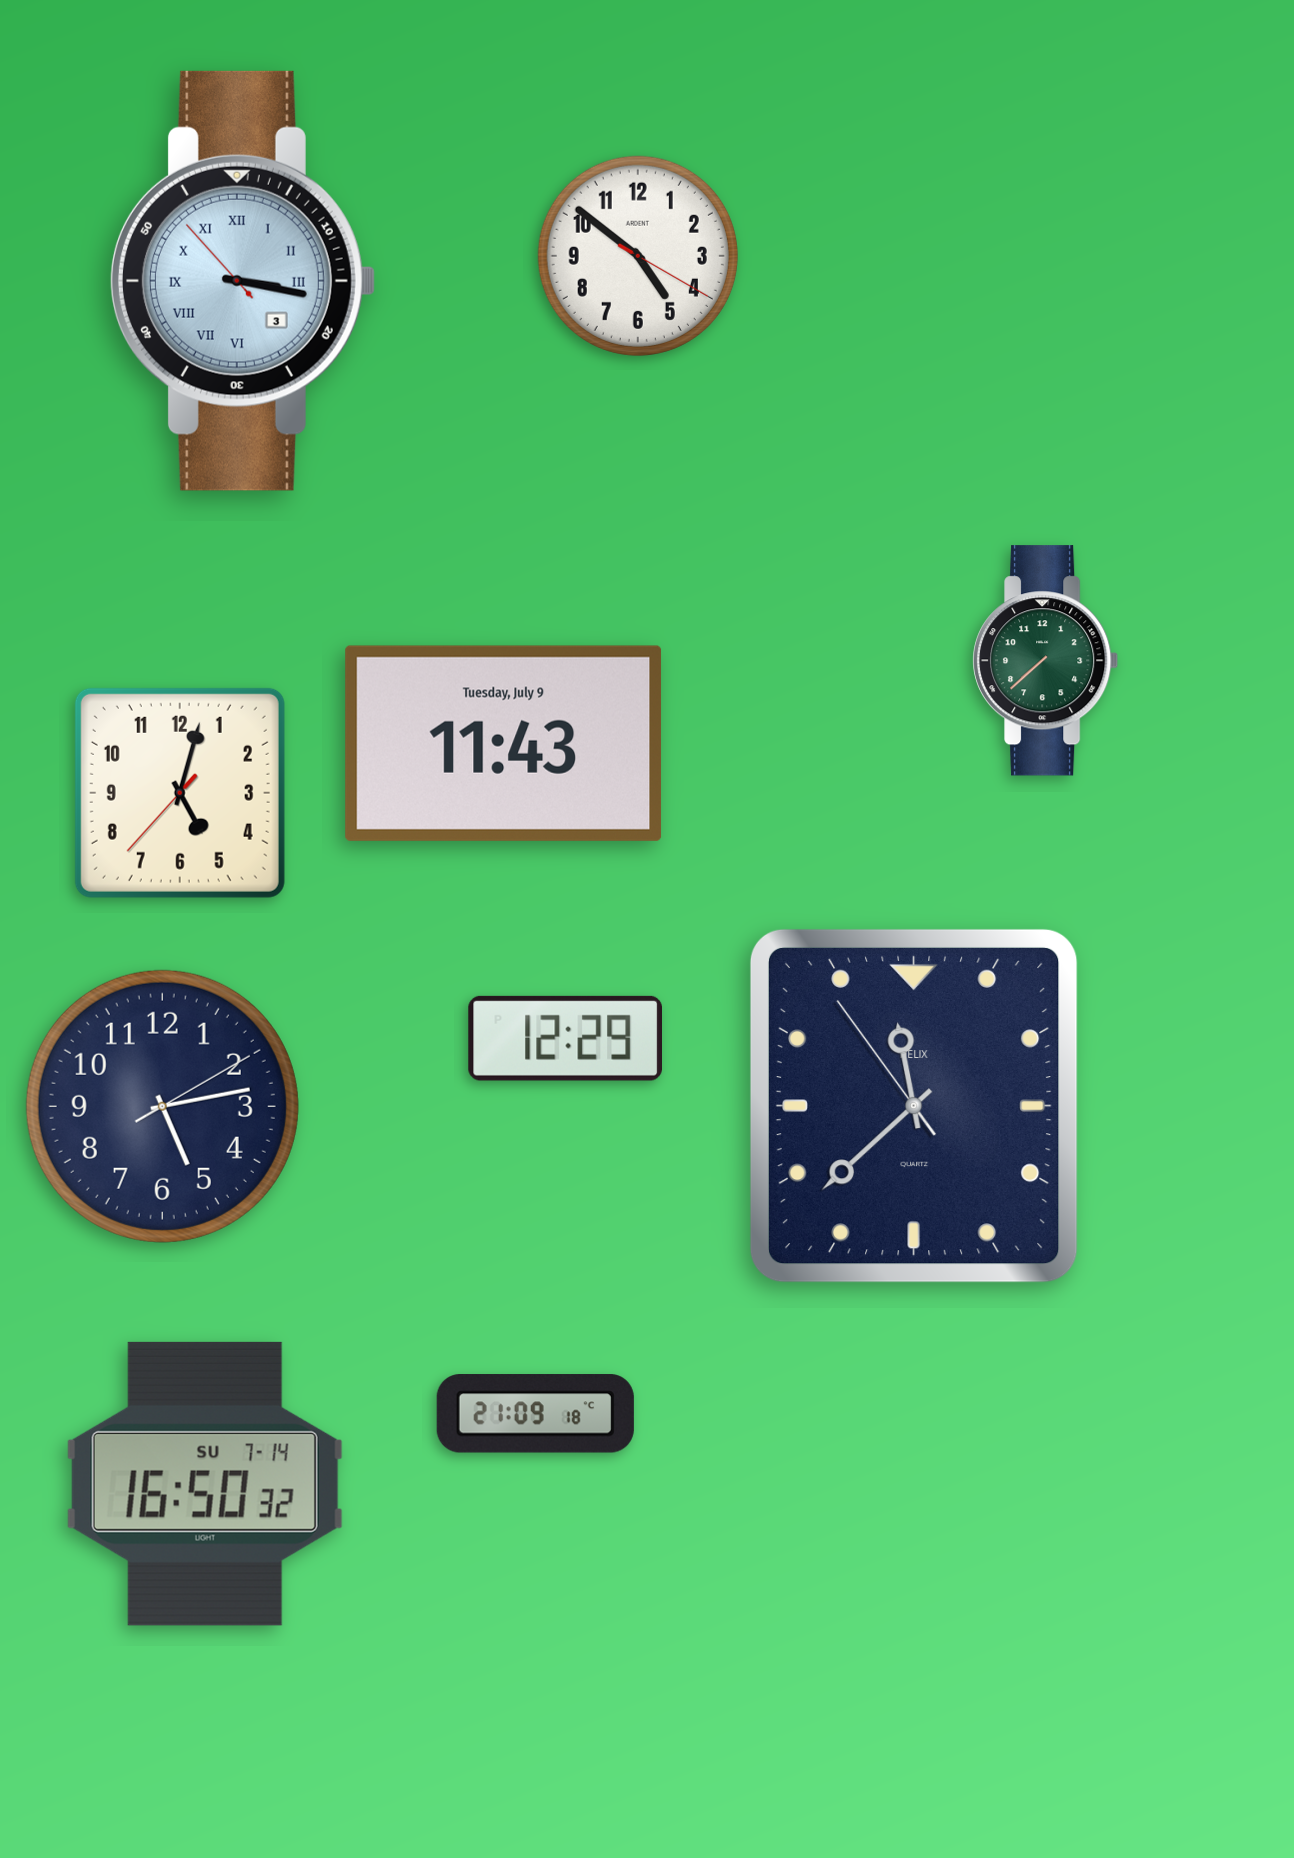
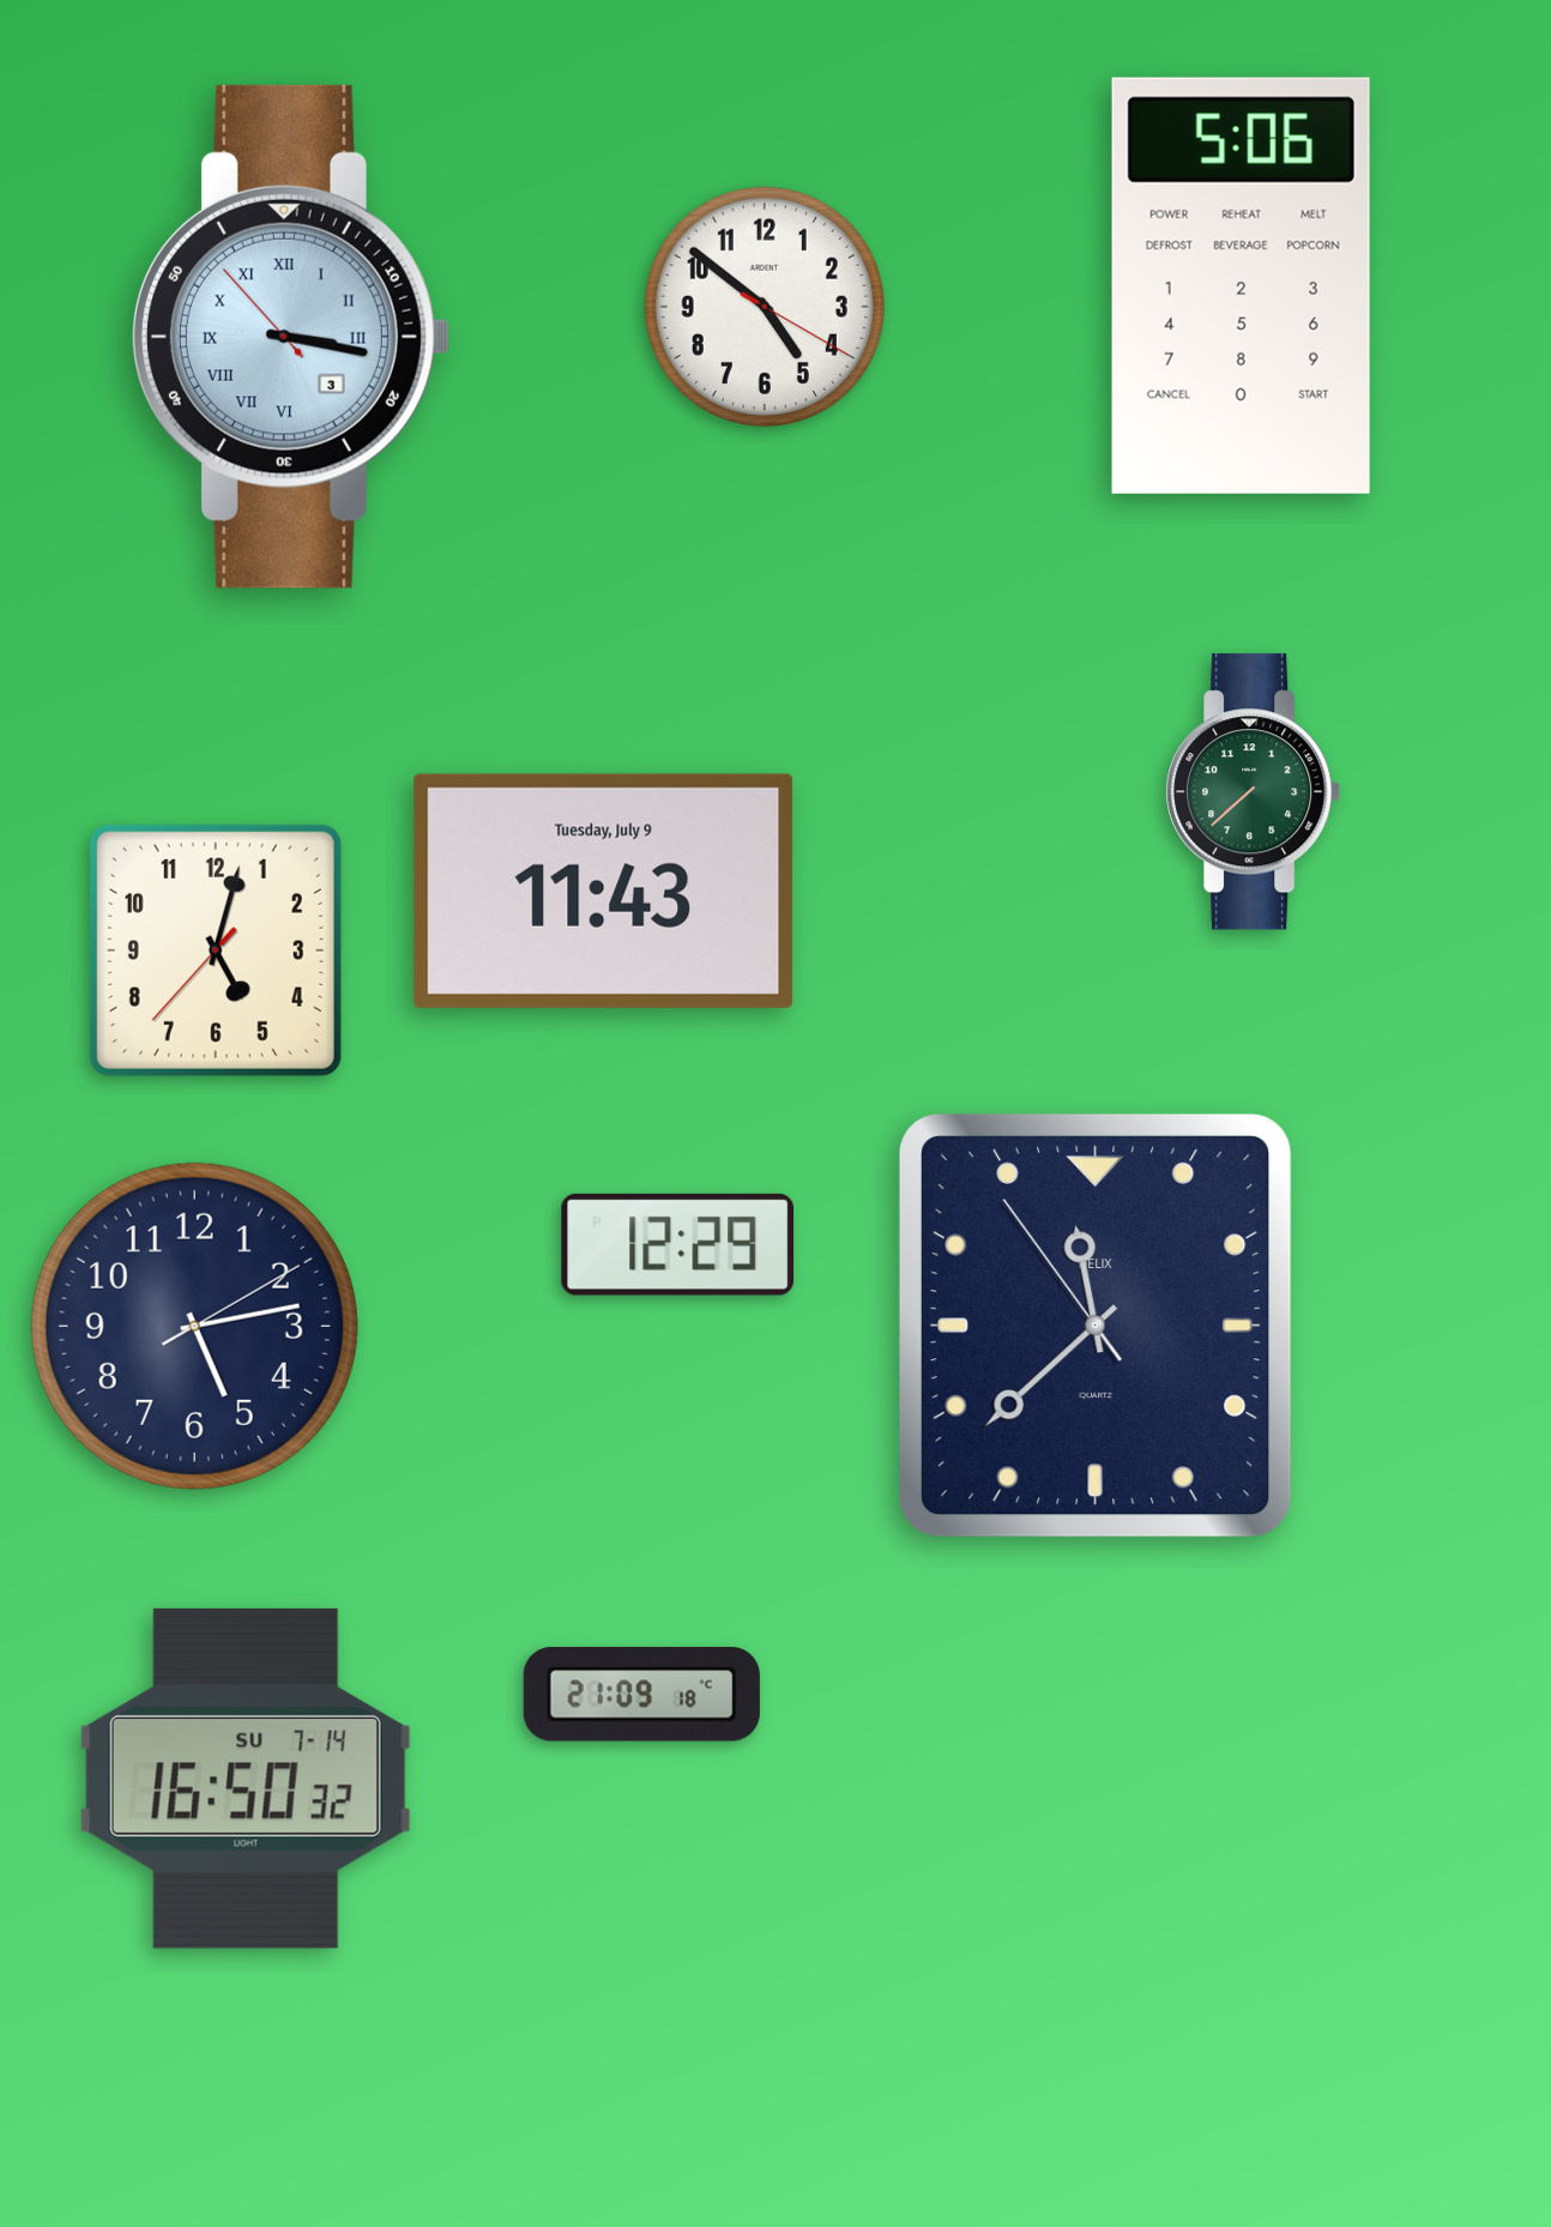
clock at (1241, 285): none -> 5:06
